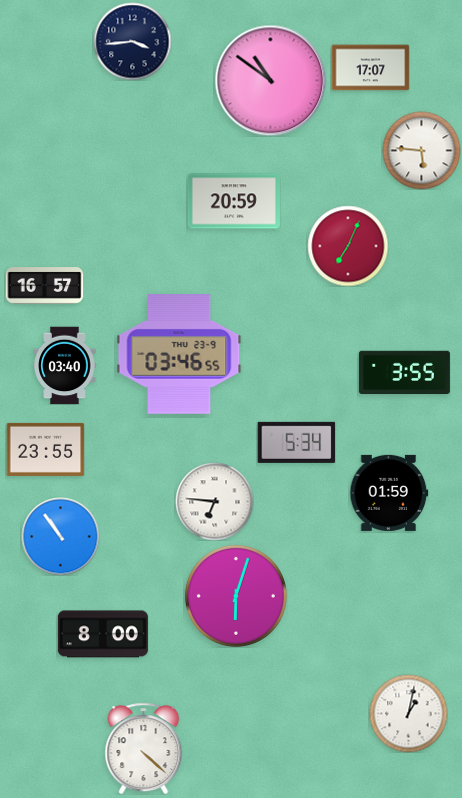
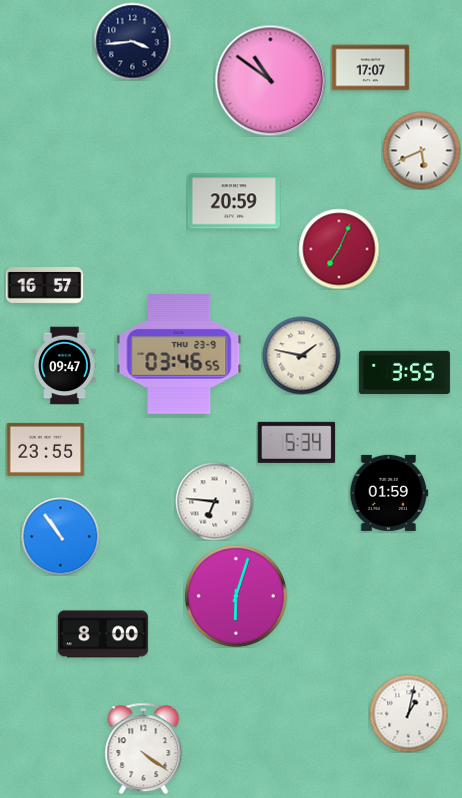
clock at (421, 150): 5:46 -> 5:41
clock at (348, 246) position: (348, 246) -> (339, 249)
clock at (301, 355): none -> 1:47
clock at (65, 365): 03:40 -> 09:47
clock at (144, 748): 4:22 -> 4:21
